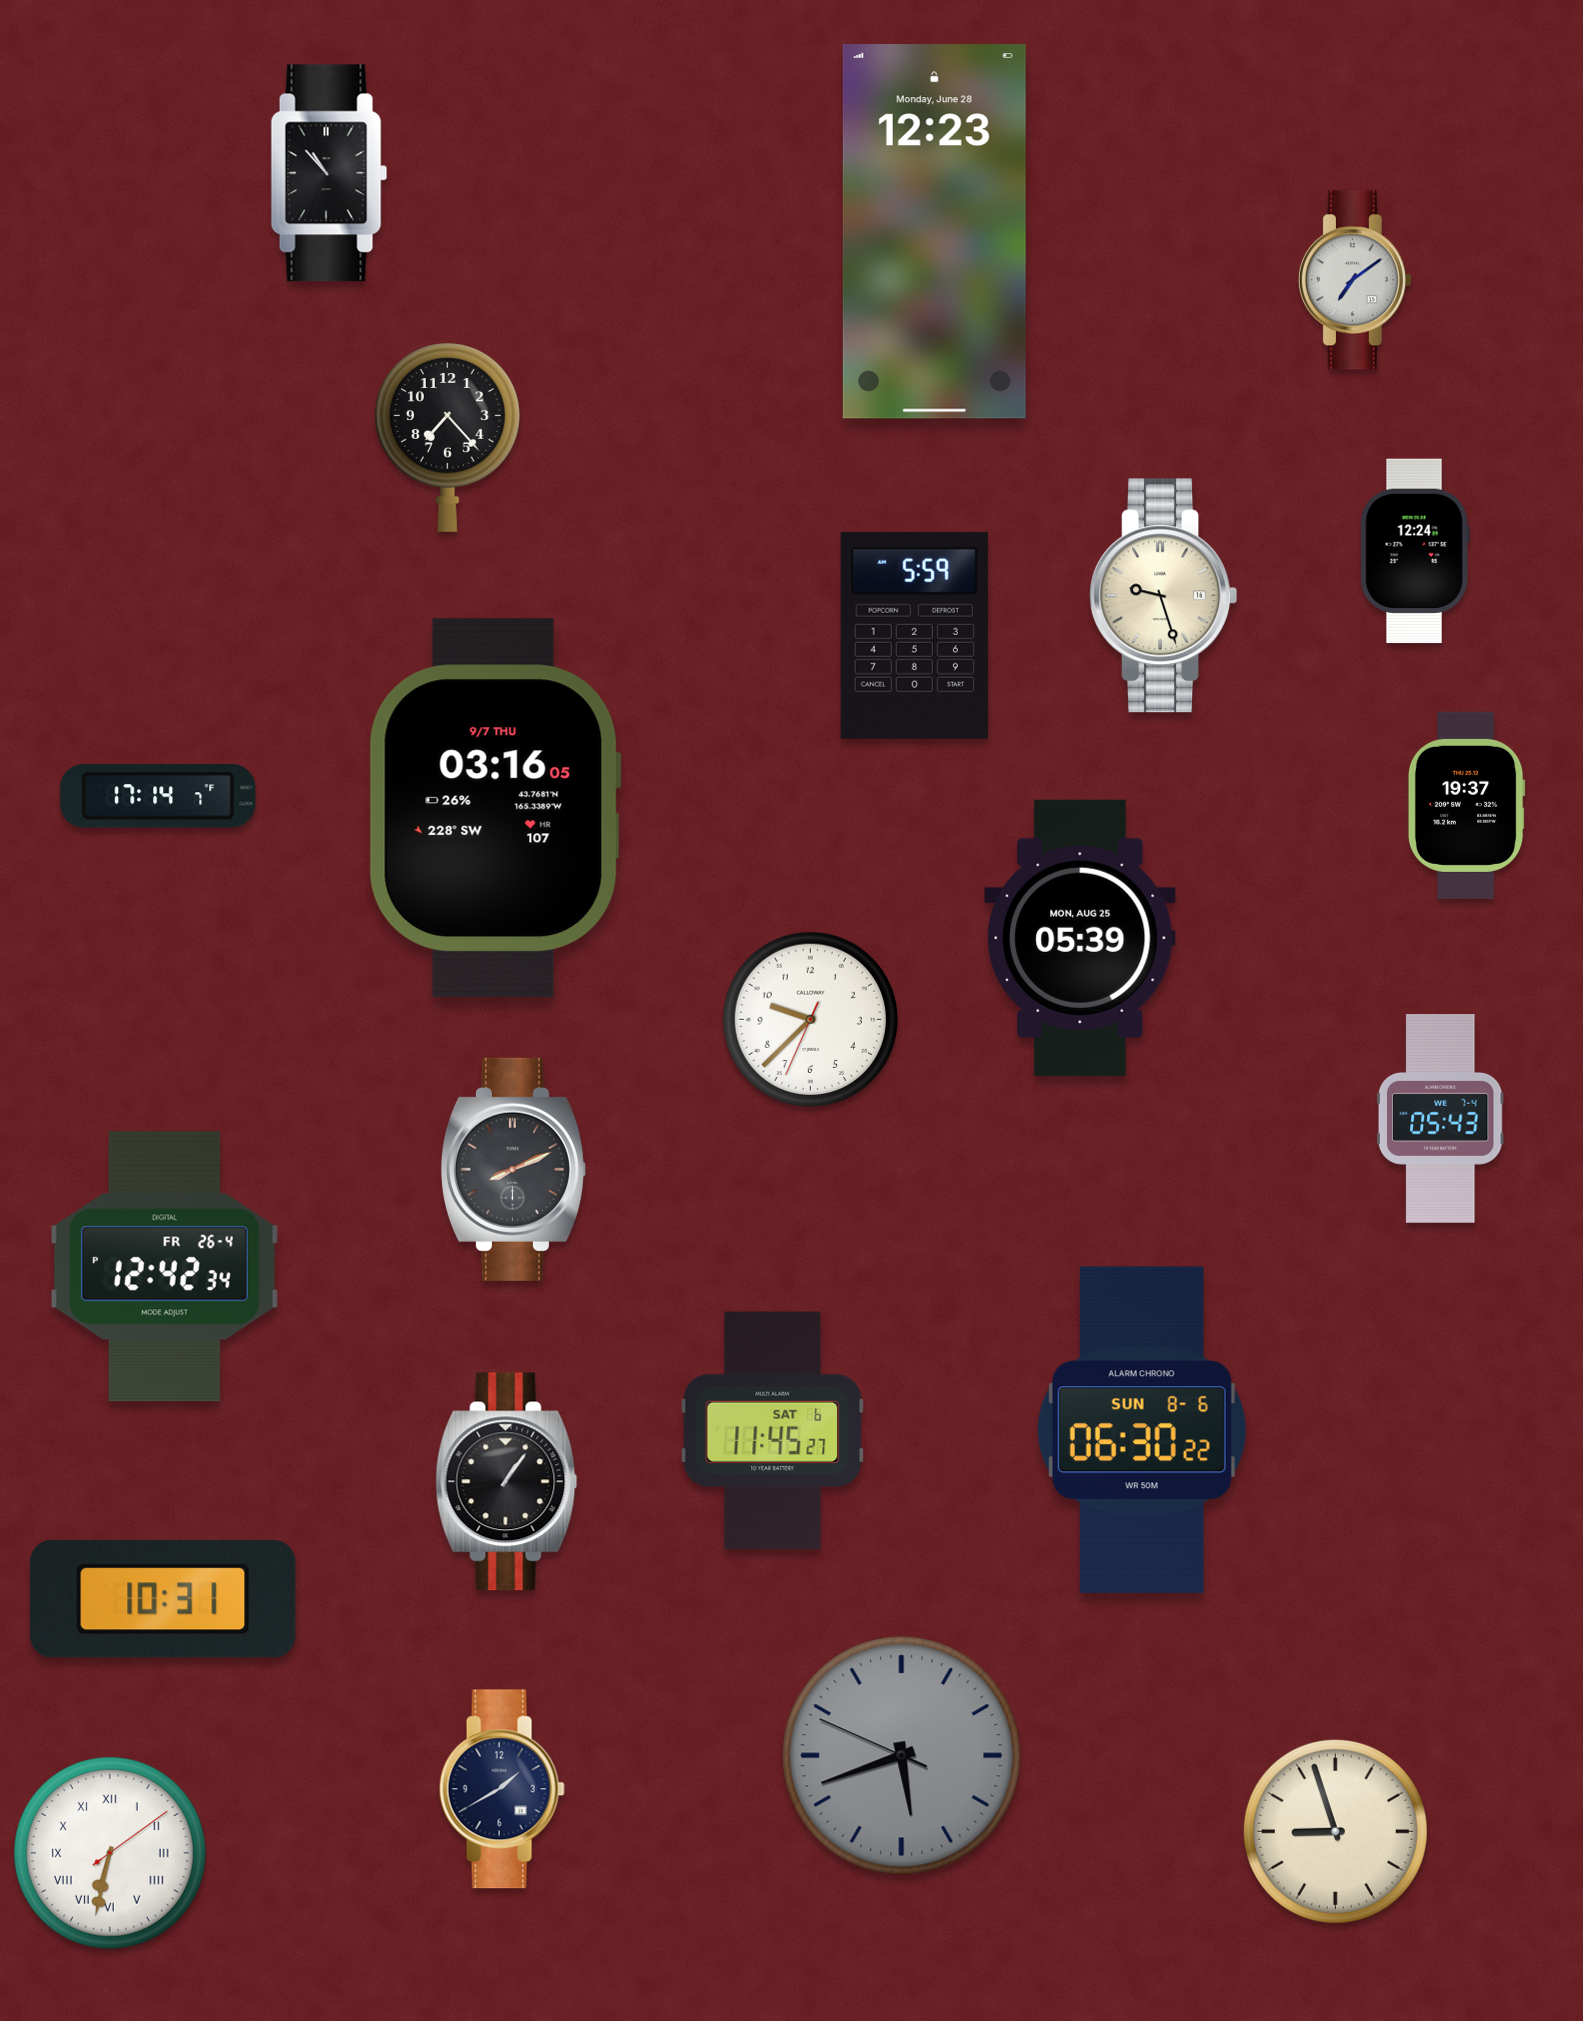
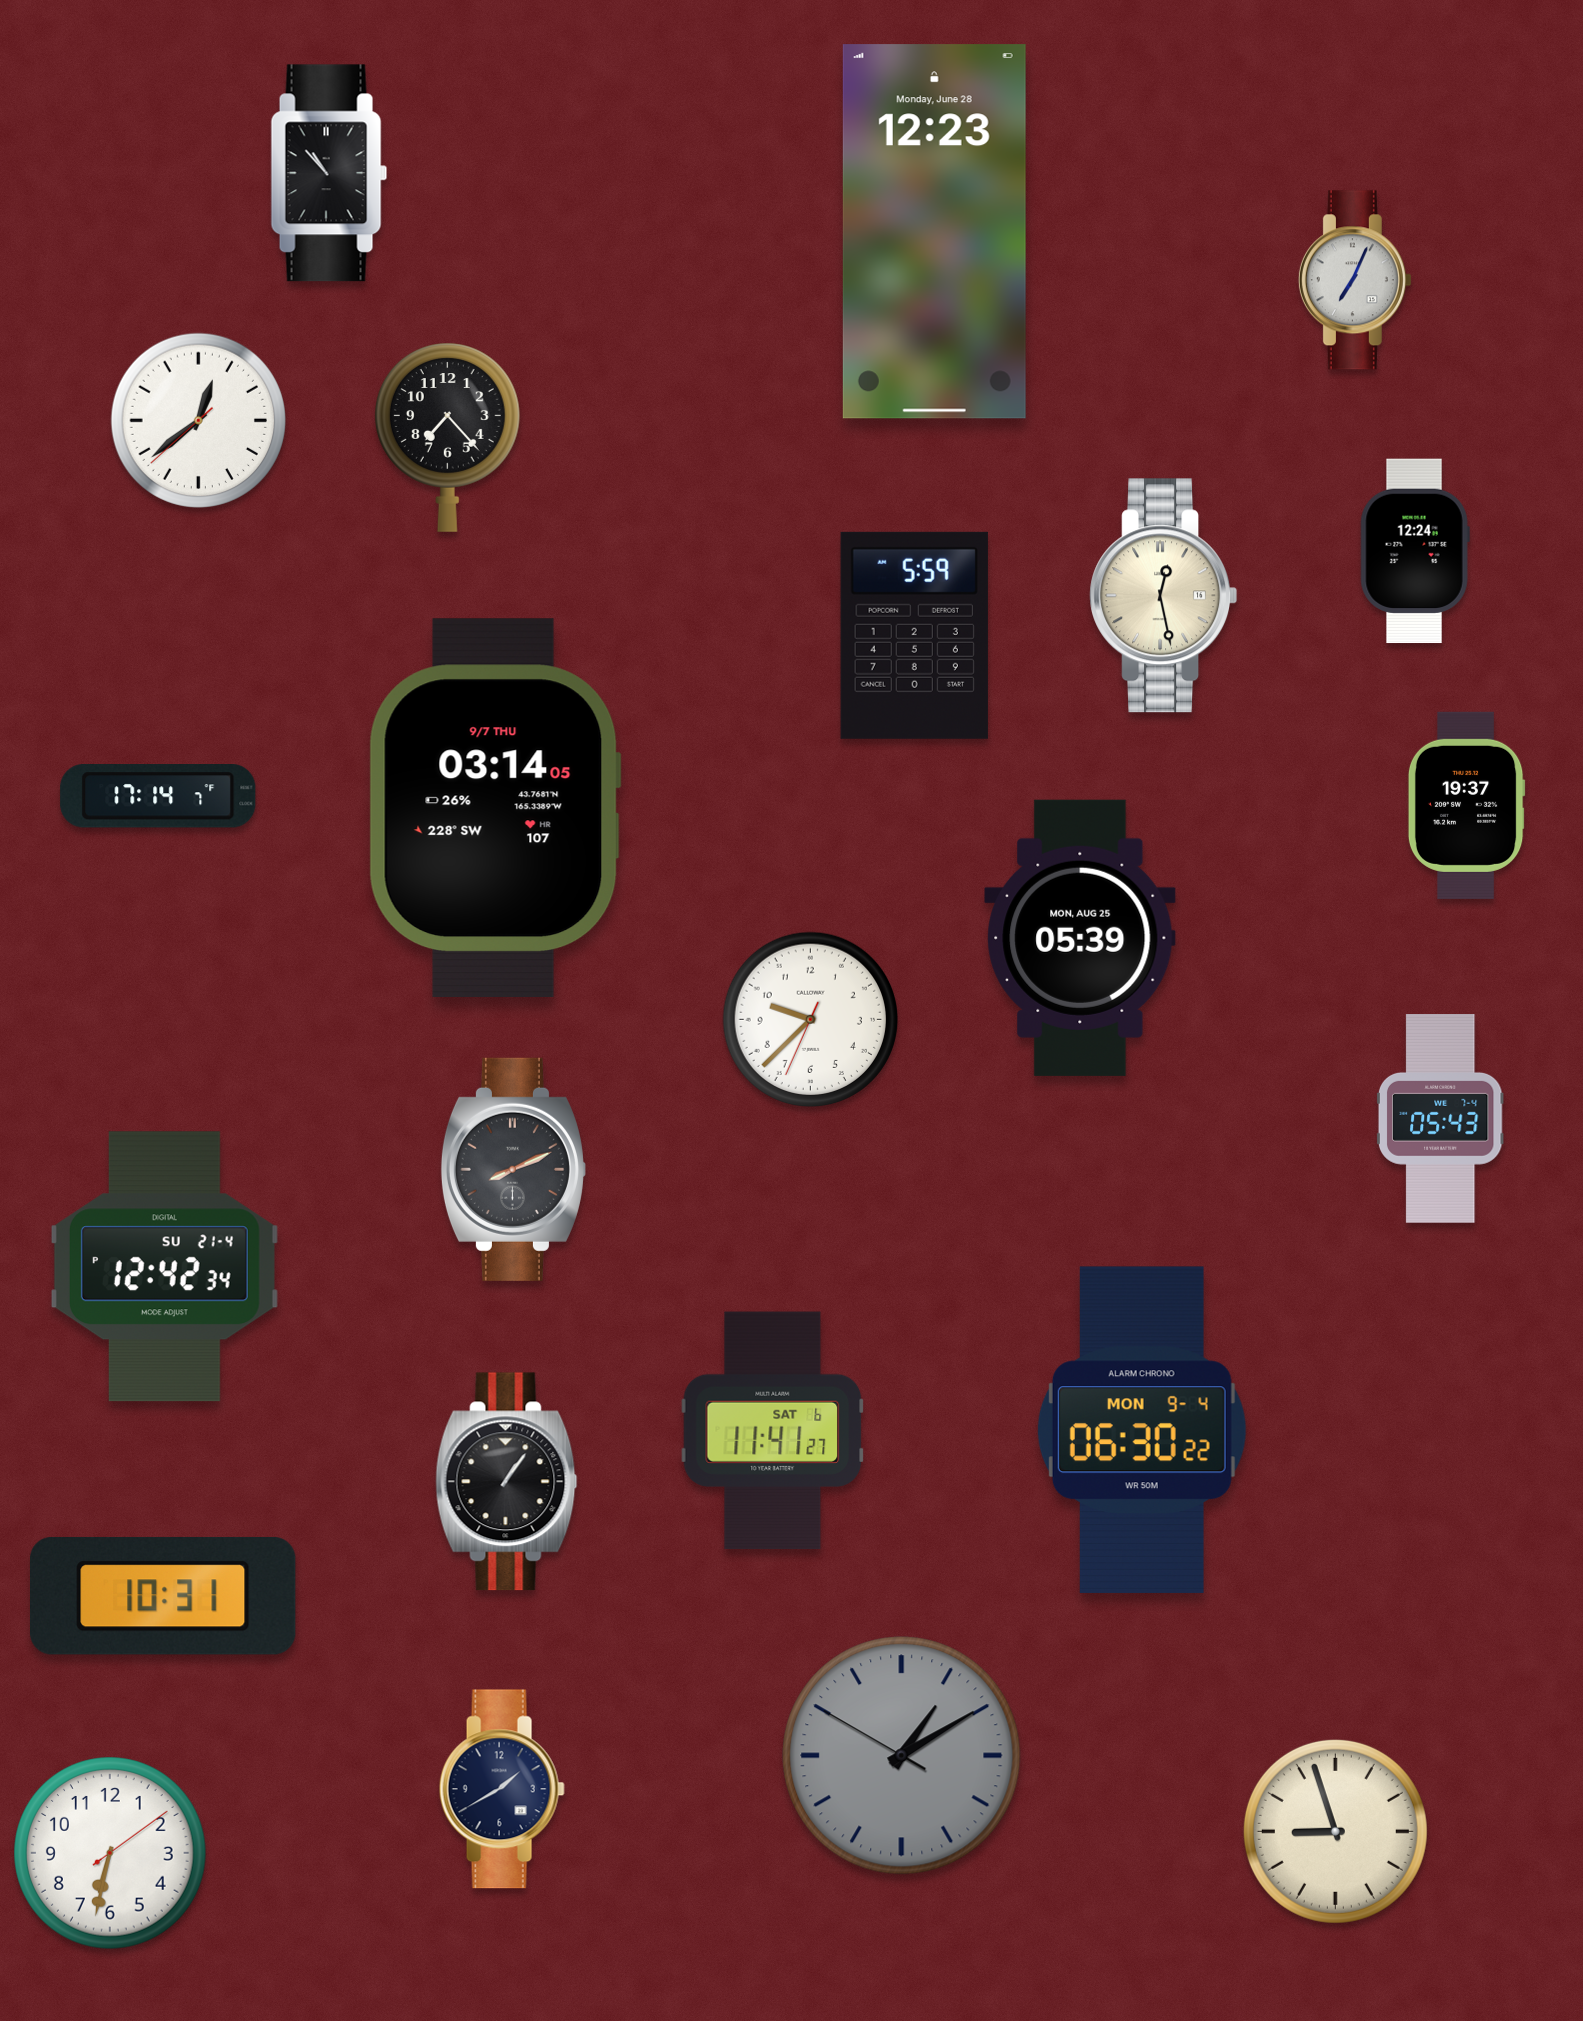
clock at (1355, 280): 7:09 -> 7:04
clock at (198, 420): none -> 12:38
clock at (1164, 596): 9:27 -> 12:28
clock at (495, 807): 03:16 -> 03:14
clock at (164, 1267) date: FR 26-4 -> SU 21-4
clock at (1142, 1430) date: SUN 8-6 -> MON 9-4
clock at (773, 1431): 11:45 -> 11:41
clock at (164, 1599) position: (164, 1599) -> (164, 1596)
clock at (902, 1756): 5:41 -> 1:09
clock at (110, 1853) numerals: Roman -> Arabic
